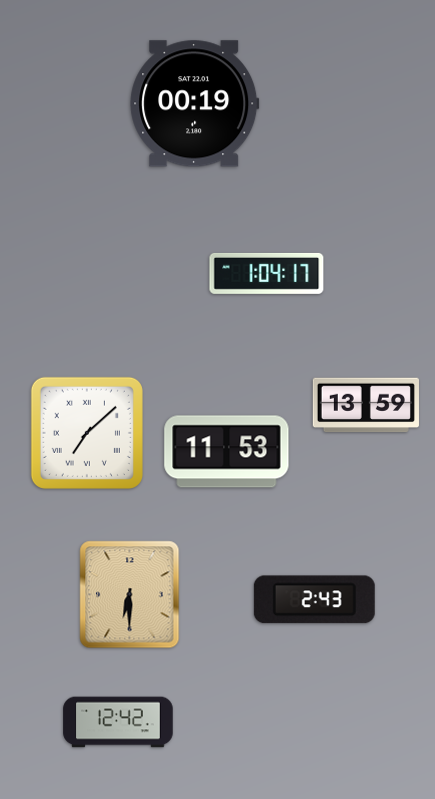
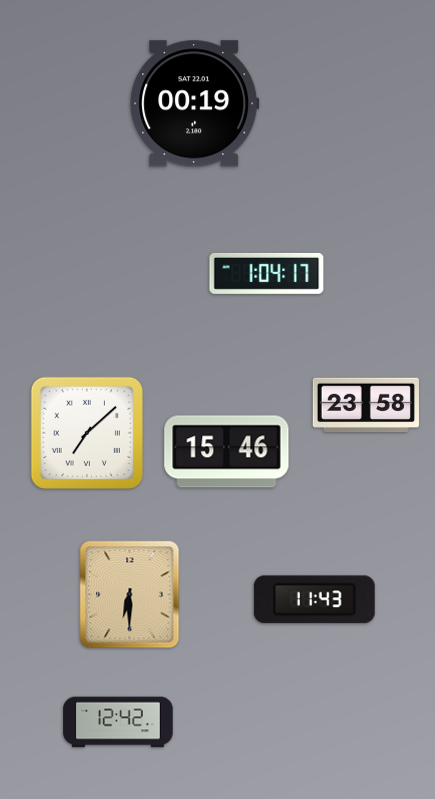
clock at (366, 405): 13:59 -> 23:58
clock at (227, 452): 11:53 -> 15:46
clock at (314, 600): 2:43 -> 11:43
